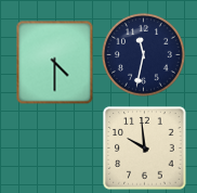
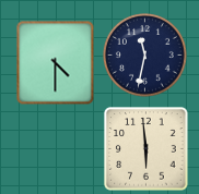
clock at (145, 149): 9:59 -> 5:59
